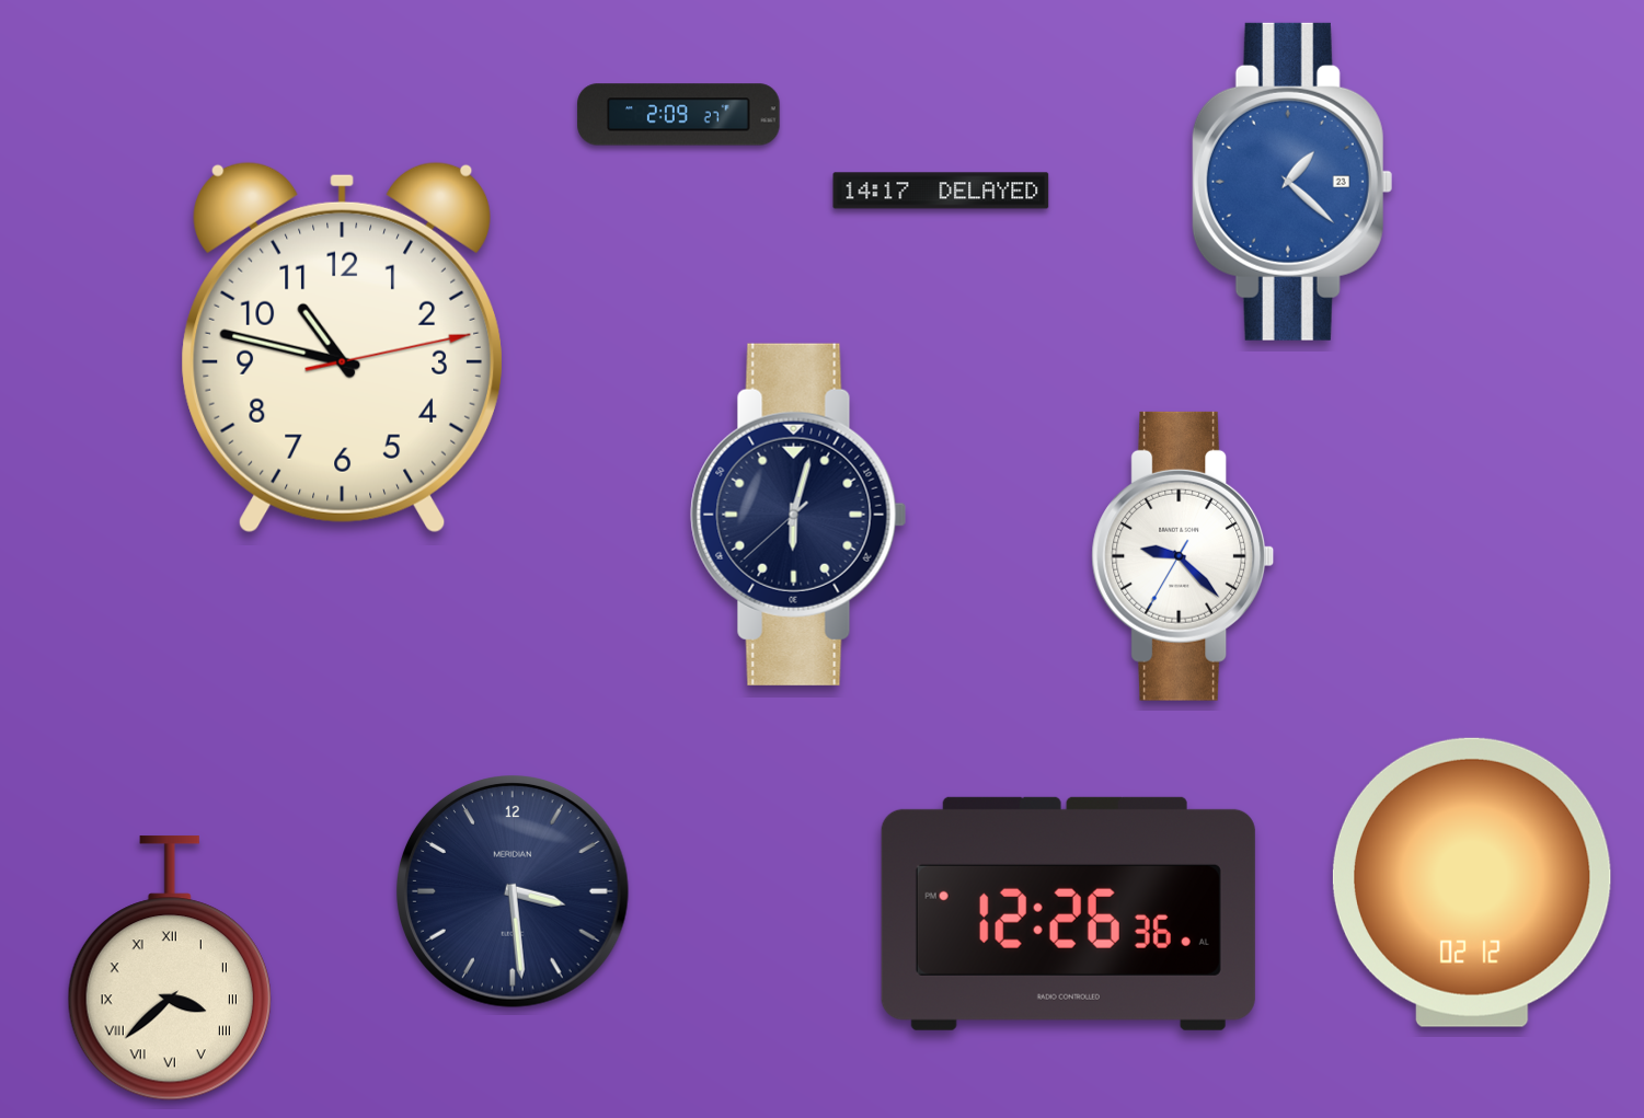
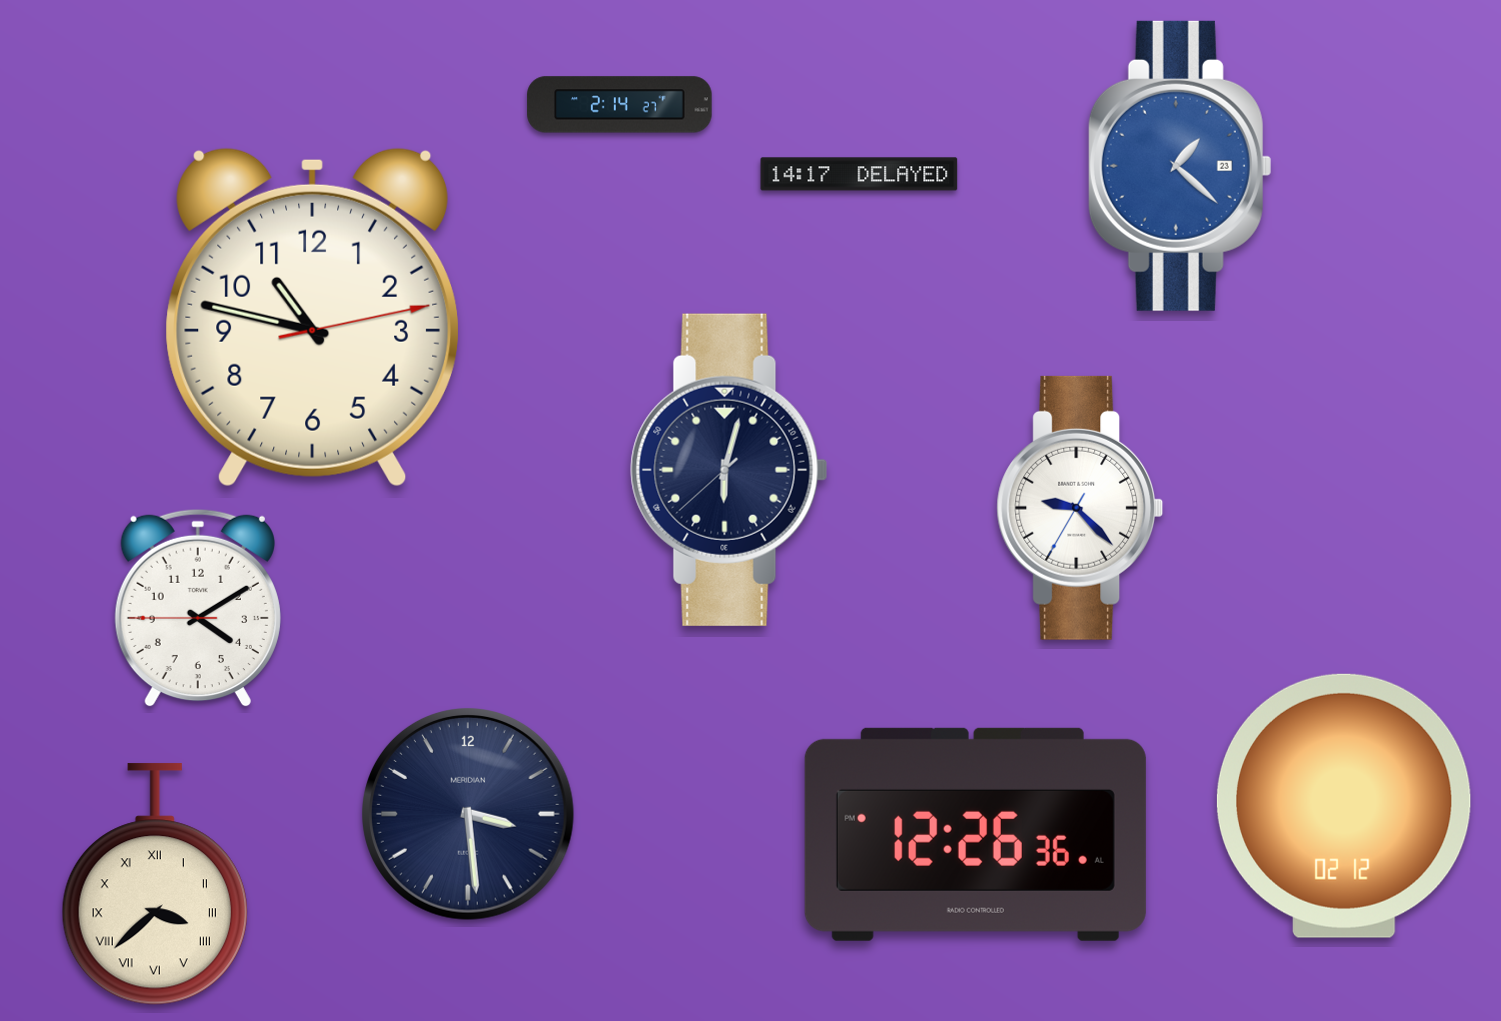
clock at (679, 115): 2:09 -> 2:14
clock at (198, 608): none -> 4:09
